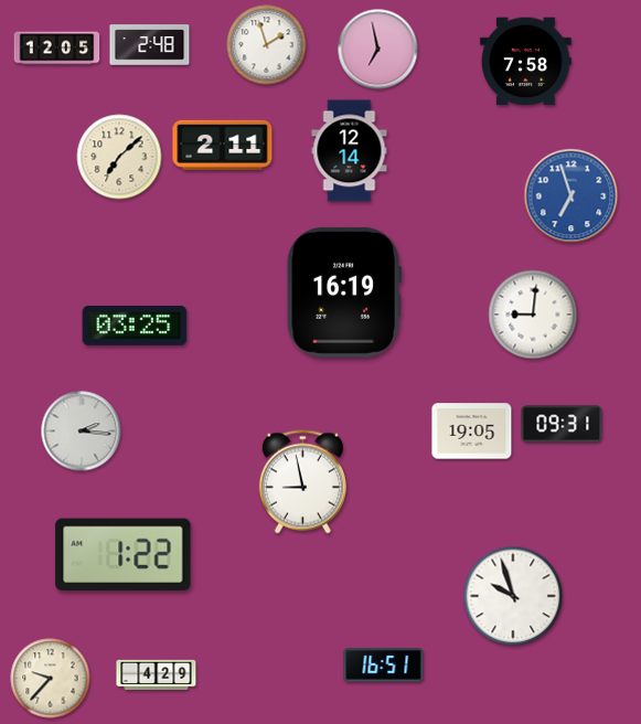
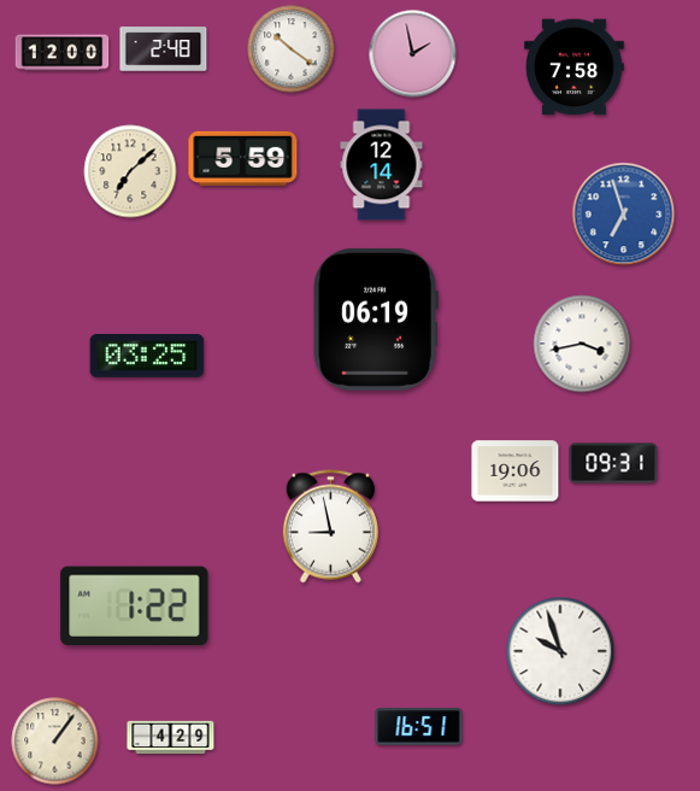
clock at (267, 45): 1:57 -> 10:21
clock at (57, 49): 12:05 -> 12:00
clock at (378, 50): 6:58 -> 1:58
clock at (223, 145): 2:11 -> 5:59
clock at (344, 292): 16:19 -> 06:19
clock at (533, 315): 9:01 -> 3:43
clock at (82, 432): 2:16 -> none
clock at (472, 432): 19:05 -> 19:06
clock at (51, 679): 9:37 -> 1:06
